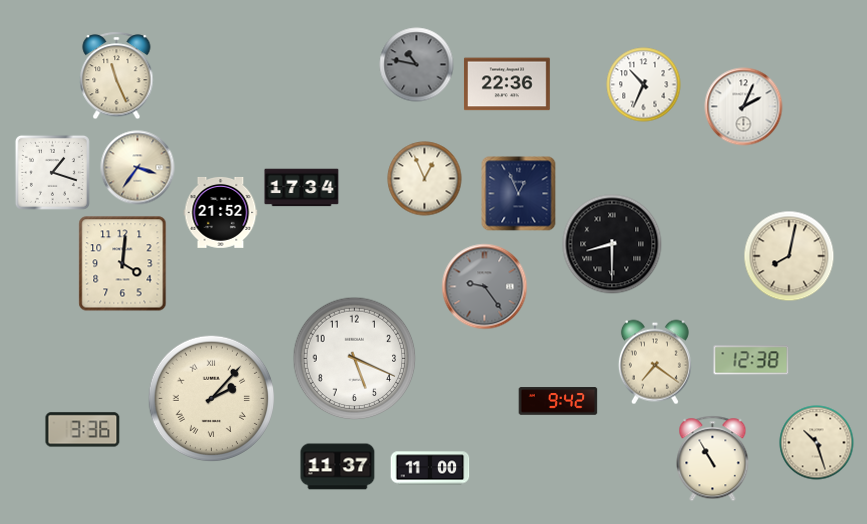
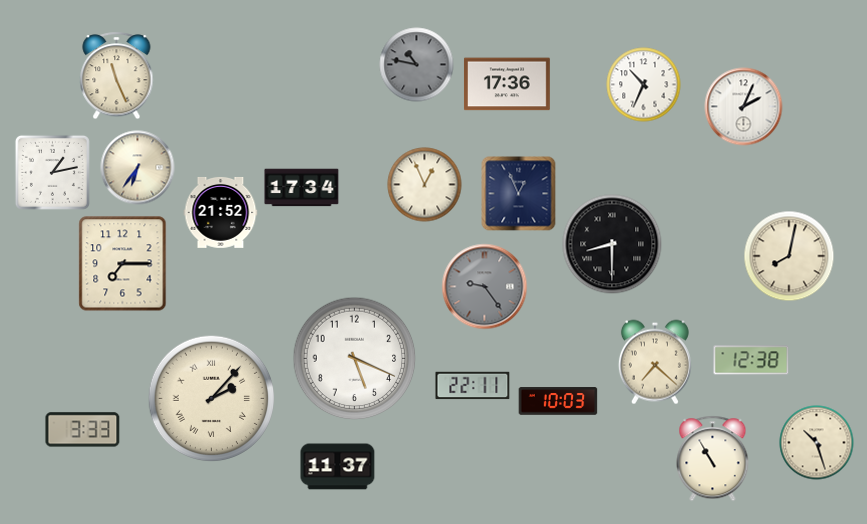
clock at (507, 84): 22:36 -> 17:36
clock at (138, 168): 3:36 -> 6:36
clock at (52, 172): 1:18 -> 1:13
clock at (425, 179) position: (425, 179) -> (425, 185)
clock at (123, 264): 4:01 -> 7:15
clock at (655, 362): 7:21 -> 7:22
clock at (473, 386): none -> 22:11
clock at (558, 401): 9:42 -> 10:03
clock at (83, 430): 3:36 -> 3:33
clock at (430, 468): 11:00 -> none
